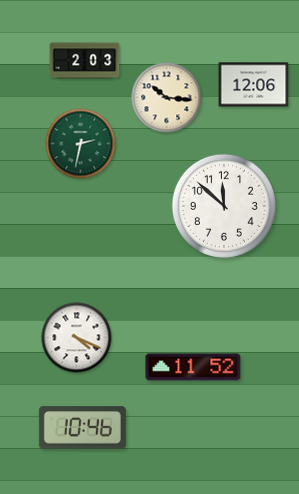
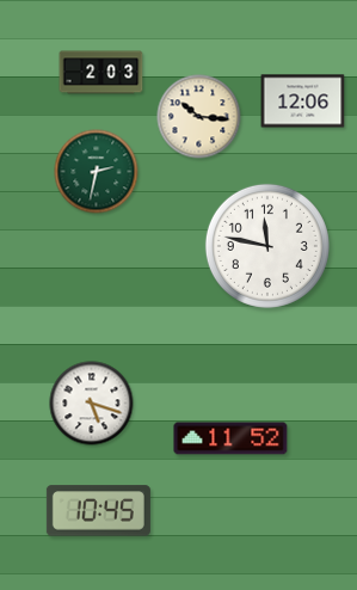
clock at (224, 206): 11:52 -> 11:47
clock at (77, 338): 4:19 -> 5:18
clock at (82, 428): 10:46 -> 10:45
